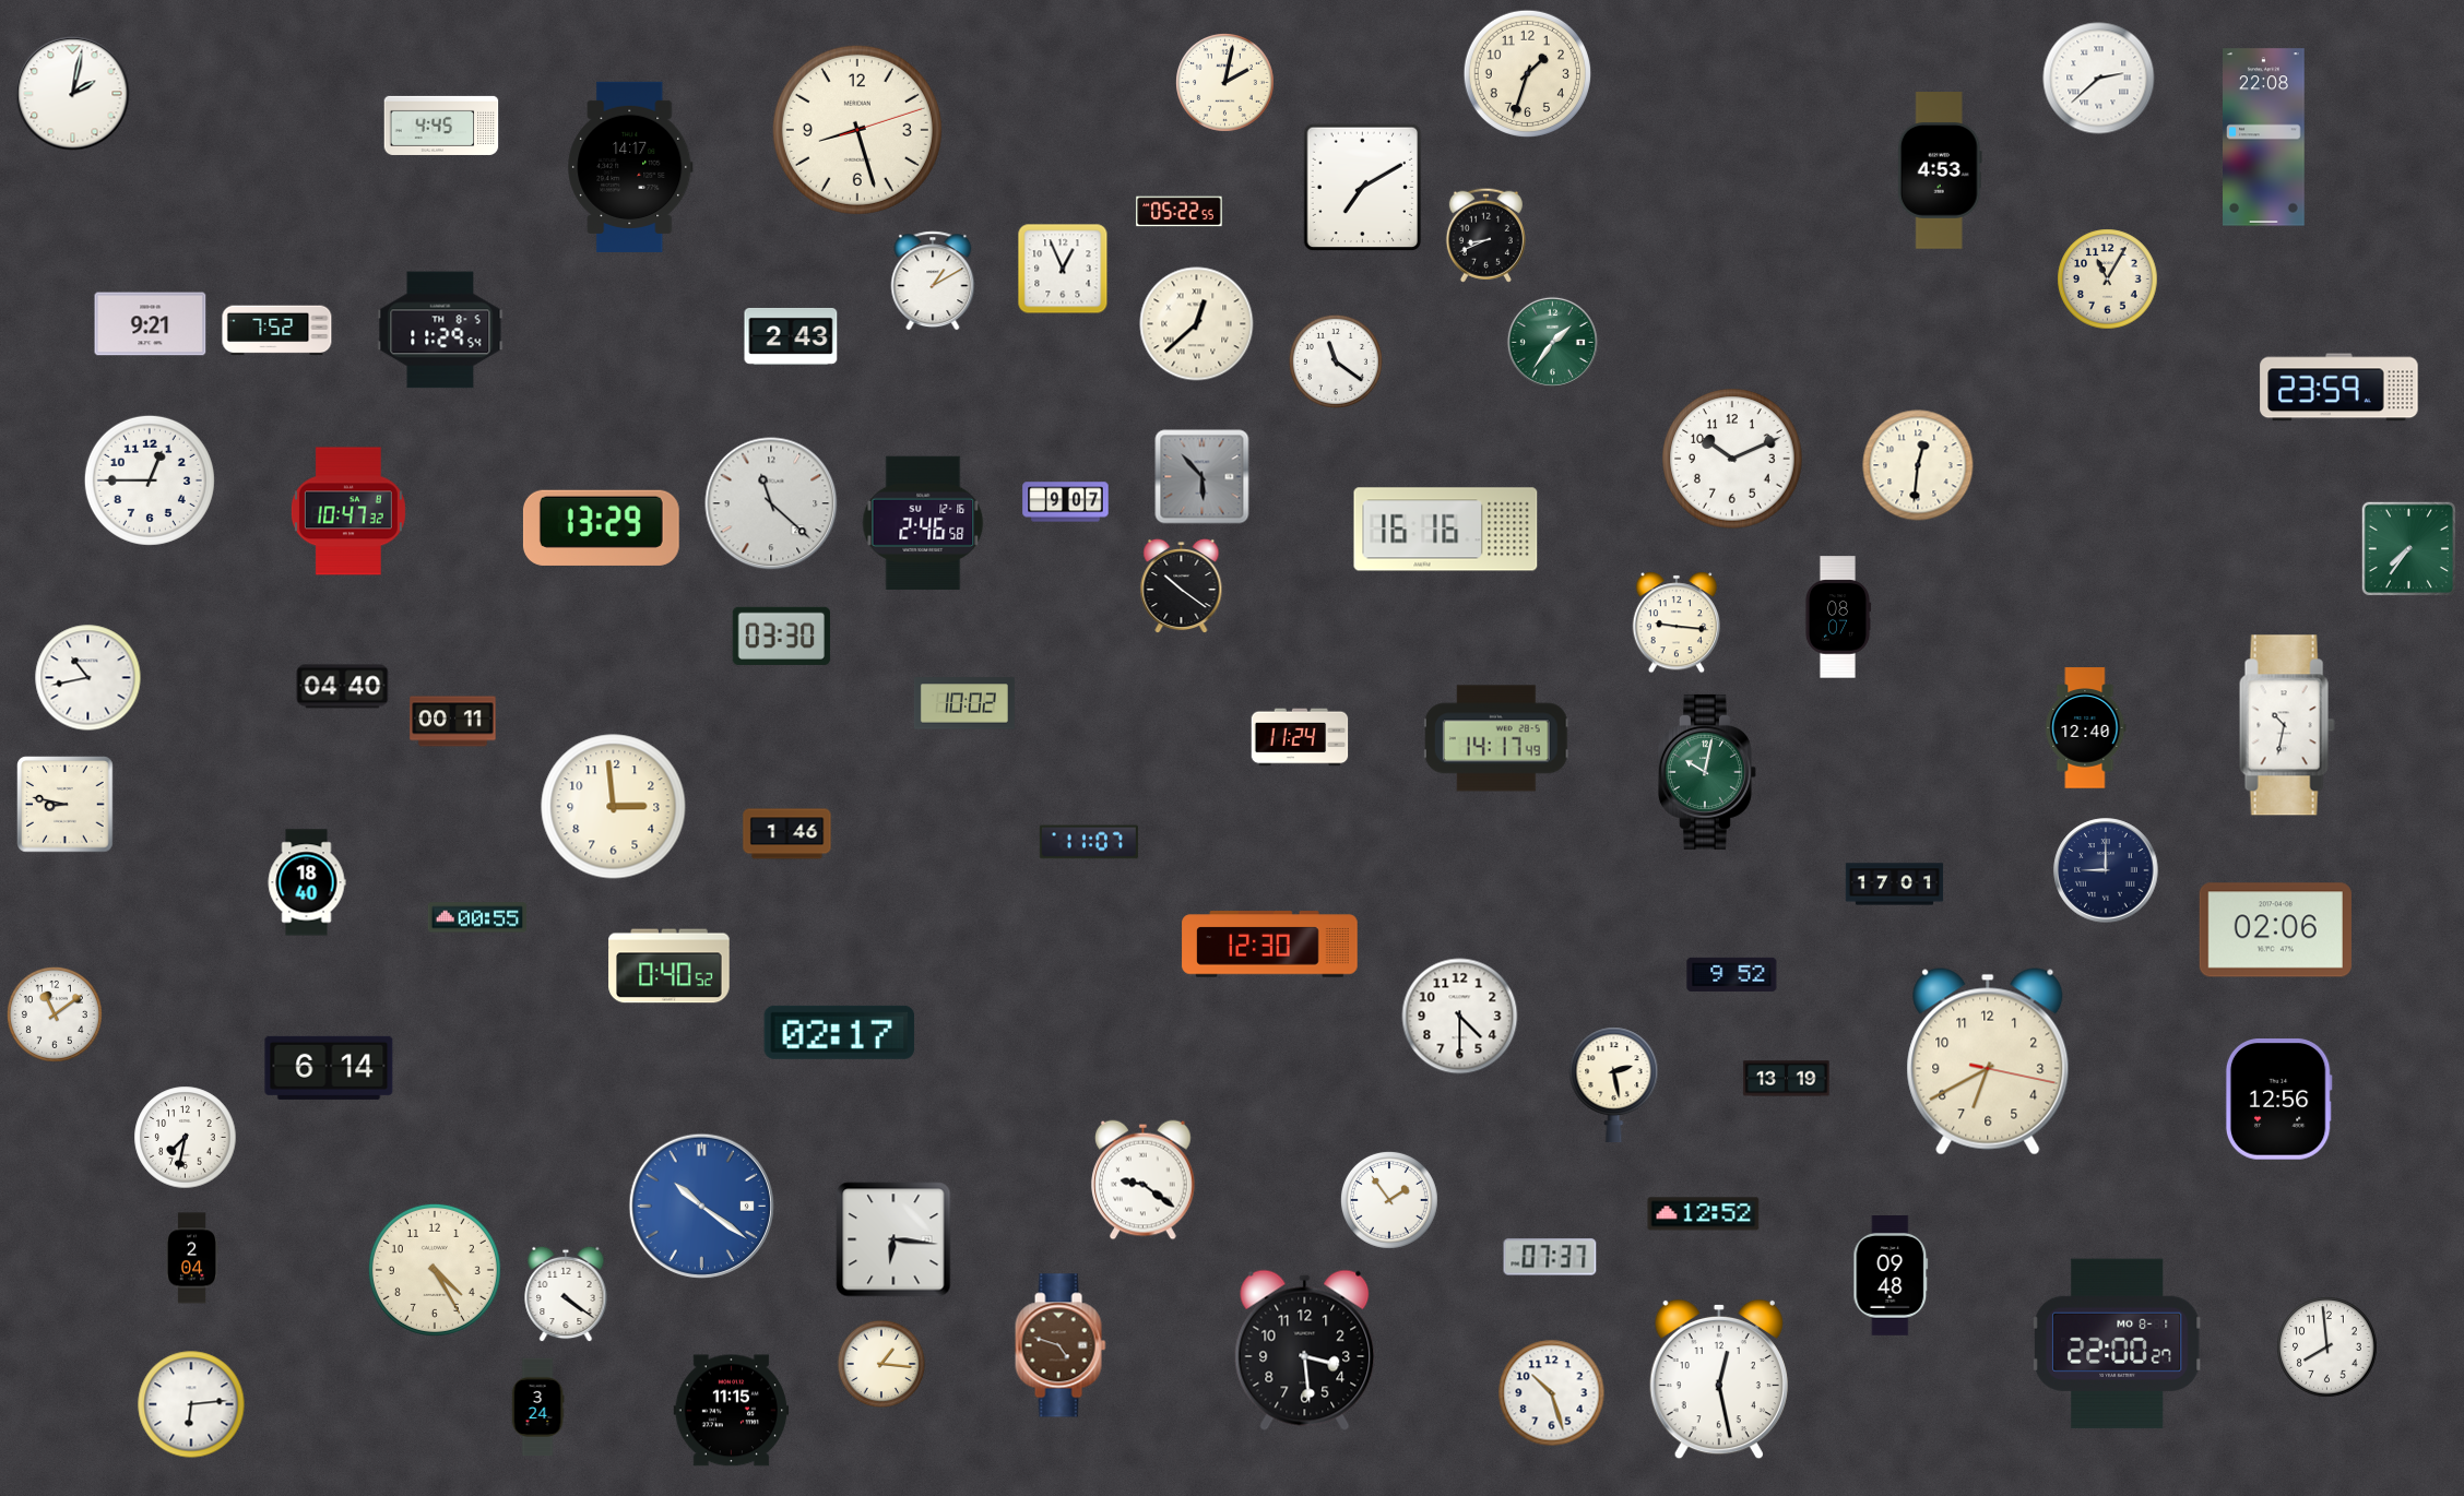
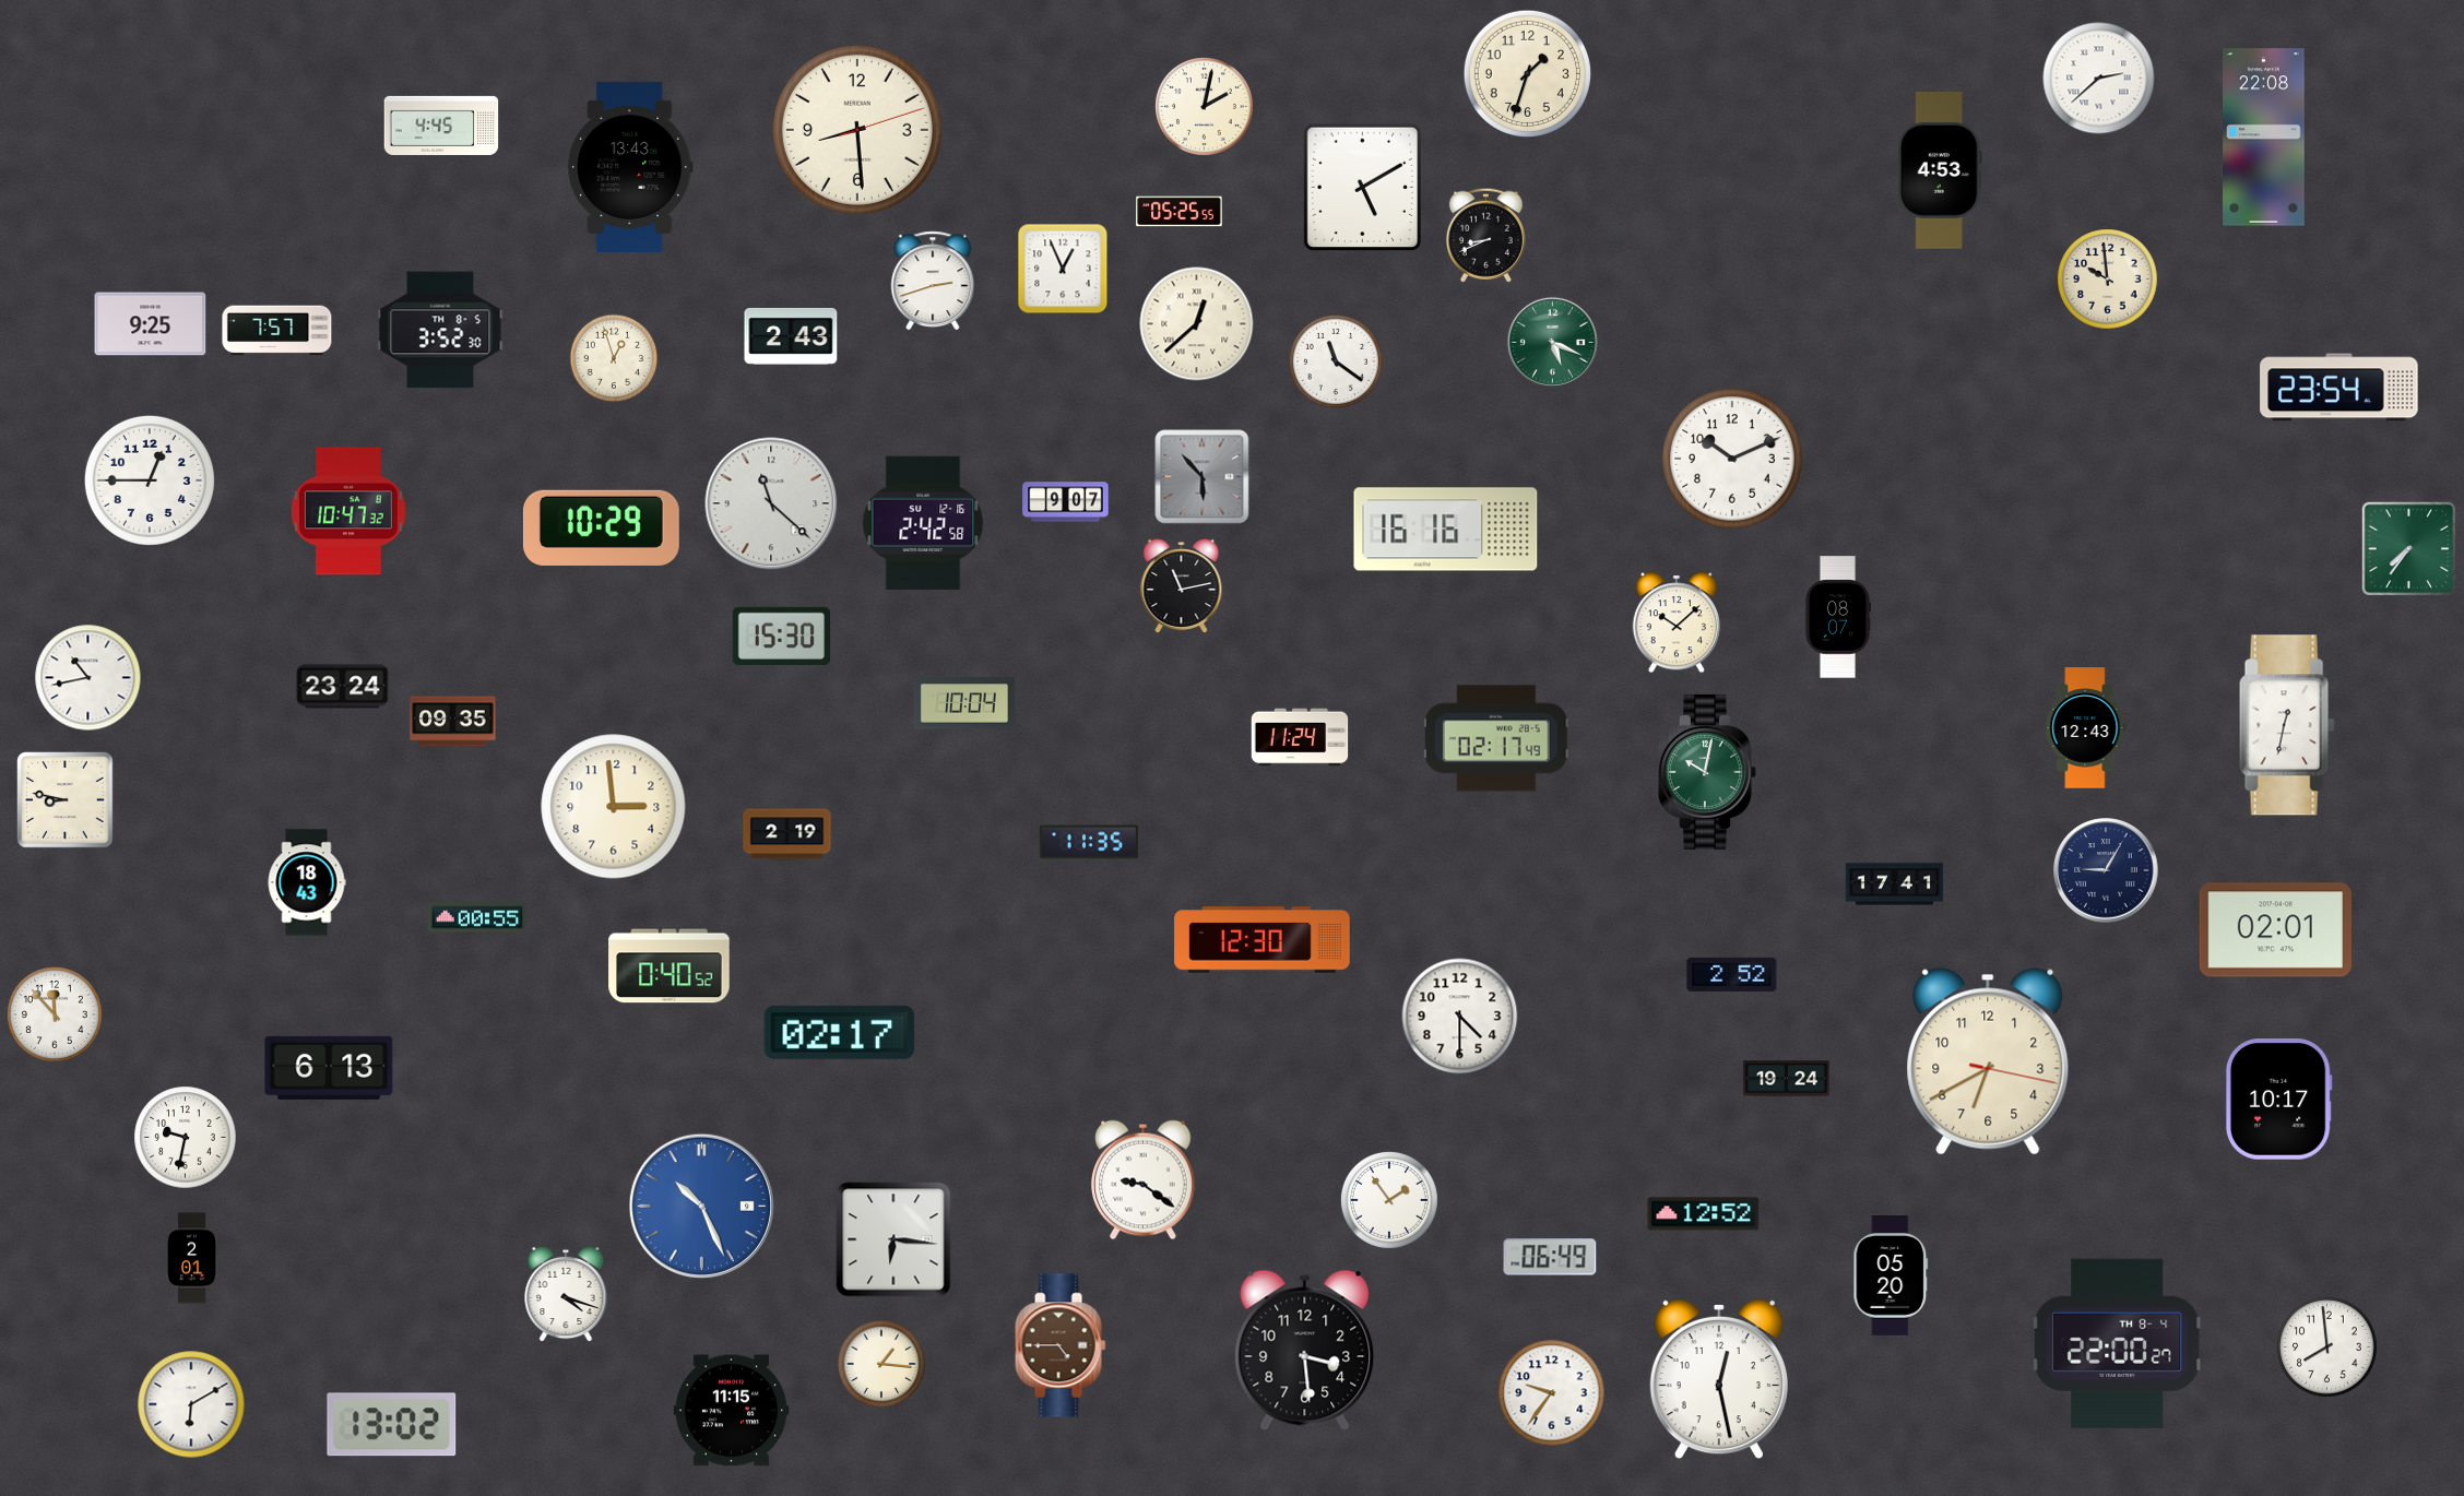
clock at (1225, 83) position: (1225, 83) -> (1205, 107)
clock at (73, 94): 2:02 -> none
clock at (857, 130): 8:27 -> 8:29
clock at (630, 167): 14:17 -> 13:43
clock at (1363, 188): 7:10 -> 5:10
clock at (1180, 212): 05:22 -> 05:25
clock at (2108, 280): 11:05 -> 9:59
clock at (933, 281): 1:10 -> 2:42
clock at (151, 324): 9:21 -> 9:25
clock at (440, 330): 11:29 -> 3:52
clock at (277, 331): 7:52 -> 7:57
clock at (1552, 342): 1:36 -> 5:19
clock at (614, 358): none -> 12:57
clock at (2339, 388): 23:59 -> 23:54
clock at (1918, 465): 12:31 -> none
clock at (923, 523): 2:46 -> 2:42
clock at (601, 527): 13:29 -> 10:29
clock at (1182, 586): 10:21 -> 11:13
clock at (1675, 622): 9:16 -> 10:08
clock at (781, 636): 03:30 -> 15:30
clock at (343, 687): 04:40 -> 23:24
clock at (964, 703): 10:02 -> 10:04
clock at (453, 722): 00:11 -> 09:35
clock at (2287, 725): 10:32 -> 12:32
clock at (2086, 728): 12:40 -> 12:43
clock at (1496, 738): 14:17 -> 02:17
clock at (66, 805) position: (66, 805) -> (66, 800)
clock at (787, 834): 1:46 -> 2:19
clock at (1089, 842): 11:07 -> 11:35
clock at (2106, 870): 9:00 -> 9:05
clock at (307, 882): 18:40 -> 18:43
clock at (1895, 884): 17:01 -> 17:41
clock at (2275, 930): 02:06 -> 02:01
clock at (1270, 945) position: (1270, 945) -> (1263, 940)
clock at (1732, 974): 9:52 -> 2:52
clock at (55, 1014): 11:09 -> 11:53
clock at (329, 1068): 6:14 -> 6:13
clock at (1787, 1079): 13:19 -> 19:24
clock at (1614, 1085): 2:28 -> none
clock at (2278, 1100): 12:56 -> 10:17
clock at (186, 1138): 7:32 -> 9:32
clock at (701, 1206): 10:21 -> 10:26
clock at (1550, 1257): 07:37 -> 06:49
clock at (192, 1258): 2:04 -> 2:01
clock at (435, 1270): 4:25 -> none
clock at (1891, 1277): 09:48 -> 05:20
clock at (566, 1294): 4:21 -> 4:18
clock at (2118, 1343) date: MO 8-1 -> TH 8-4
clock at (1061, 1345): 4:48 -> 4:45
clock at (1552, 1393): 10:27 -> 9:36
clock at (191, 1404): 6:14 -> 6:10
clock at (537, 1408): 3:24 -> none
clock at (392, 1425): none -> 13:02
